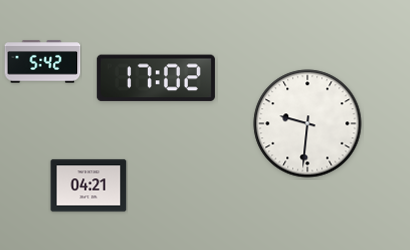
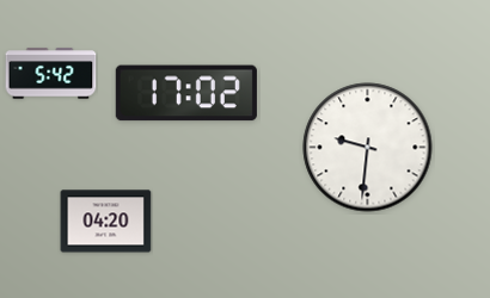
clock at (89, 186): 04:21 -> 04:20
